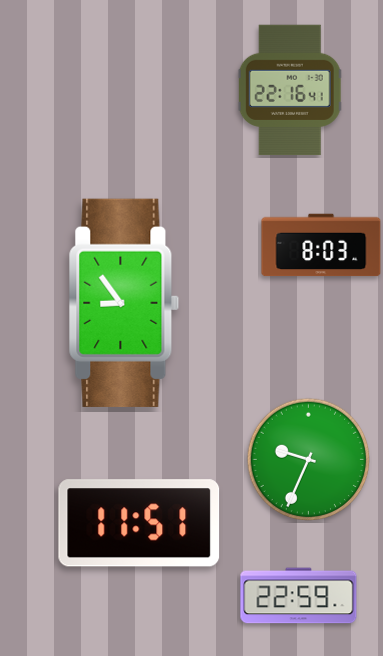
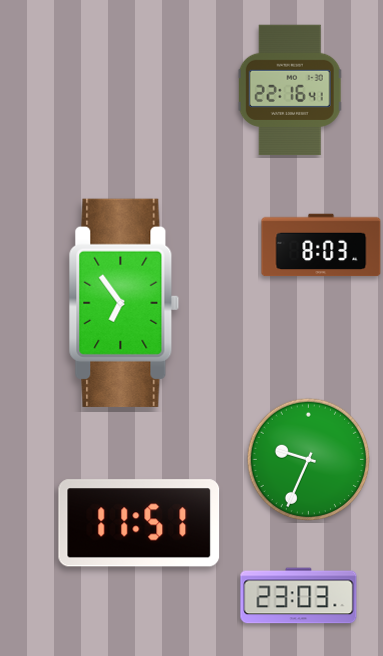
clock at (124, 303): 8:54 -> 6:54
clock at (299, 596): 22:59 -> 23:03
